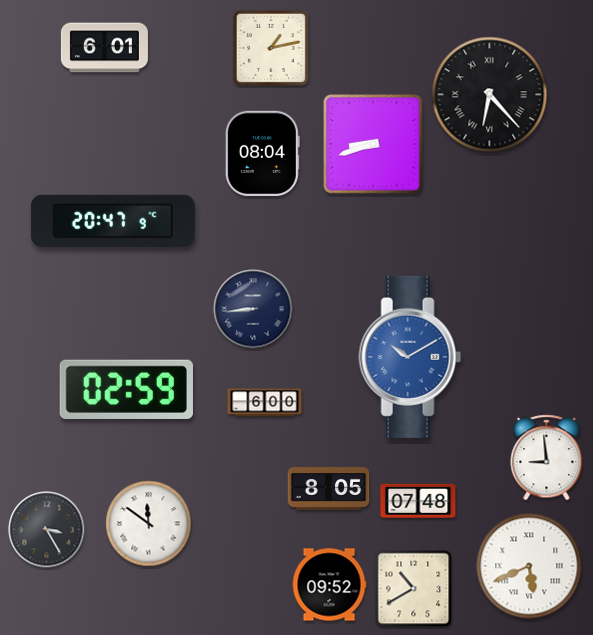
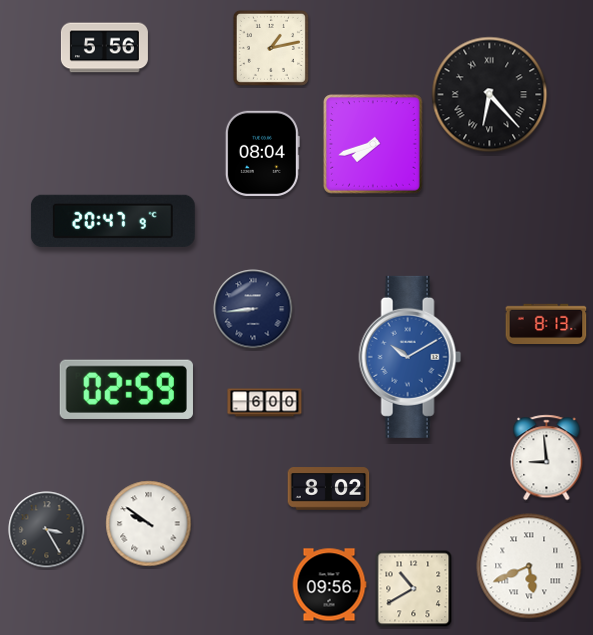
clock at (104, 48): 6:01 -> 5:56
clock at (373, 144): 8:42 -> 7:42
clock at (546, 323): none -> 8:13
clock at (329, 489): 8:05 -> 8:02
clock at (418, 501): 07:48 -> none
clock at (149, 524): 11:51 -> 9:51
clock at (329, 585): 09:52 -> 09:56
